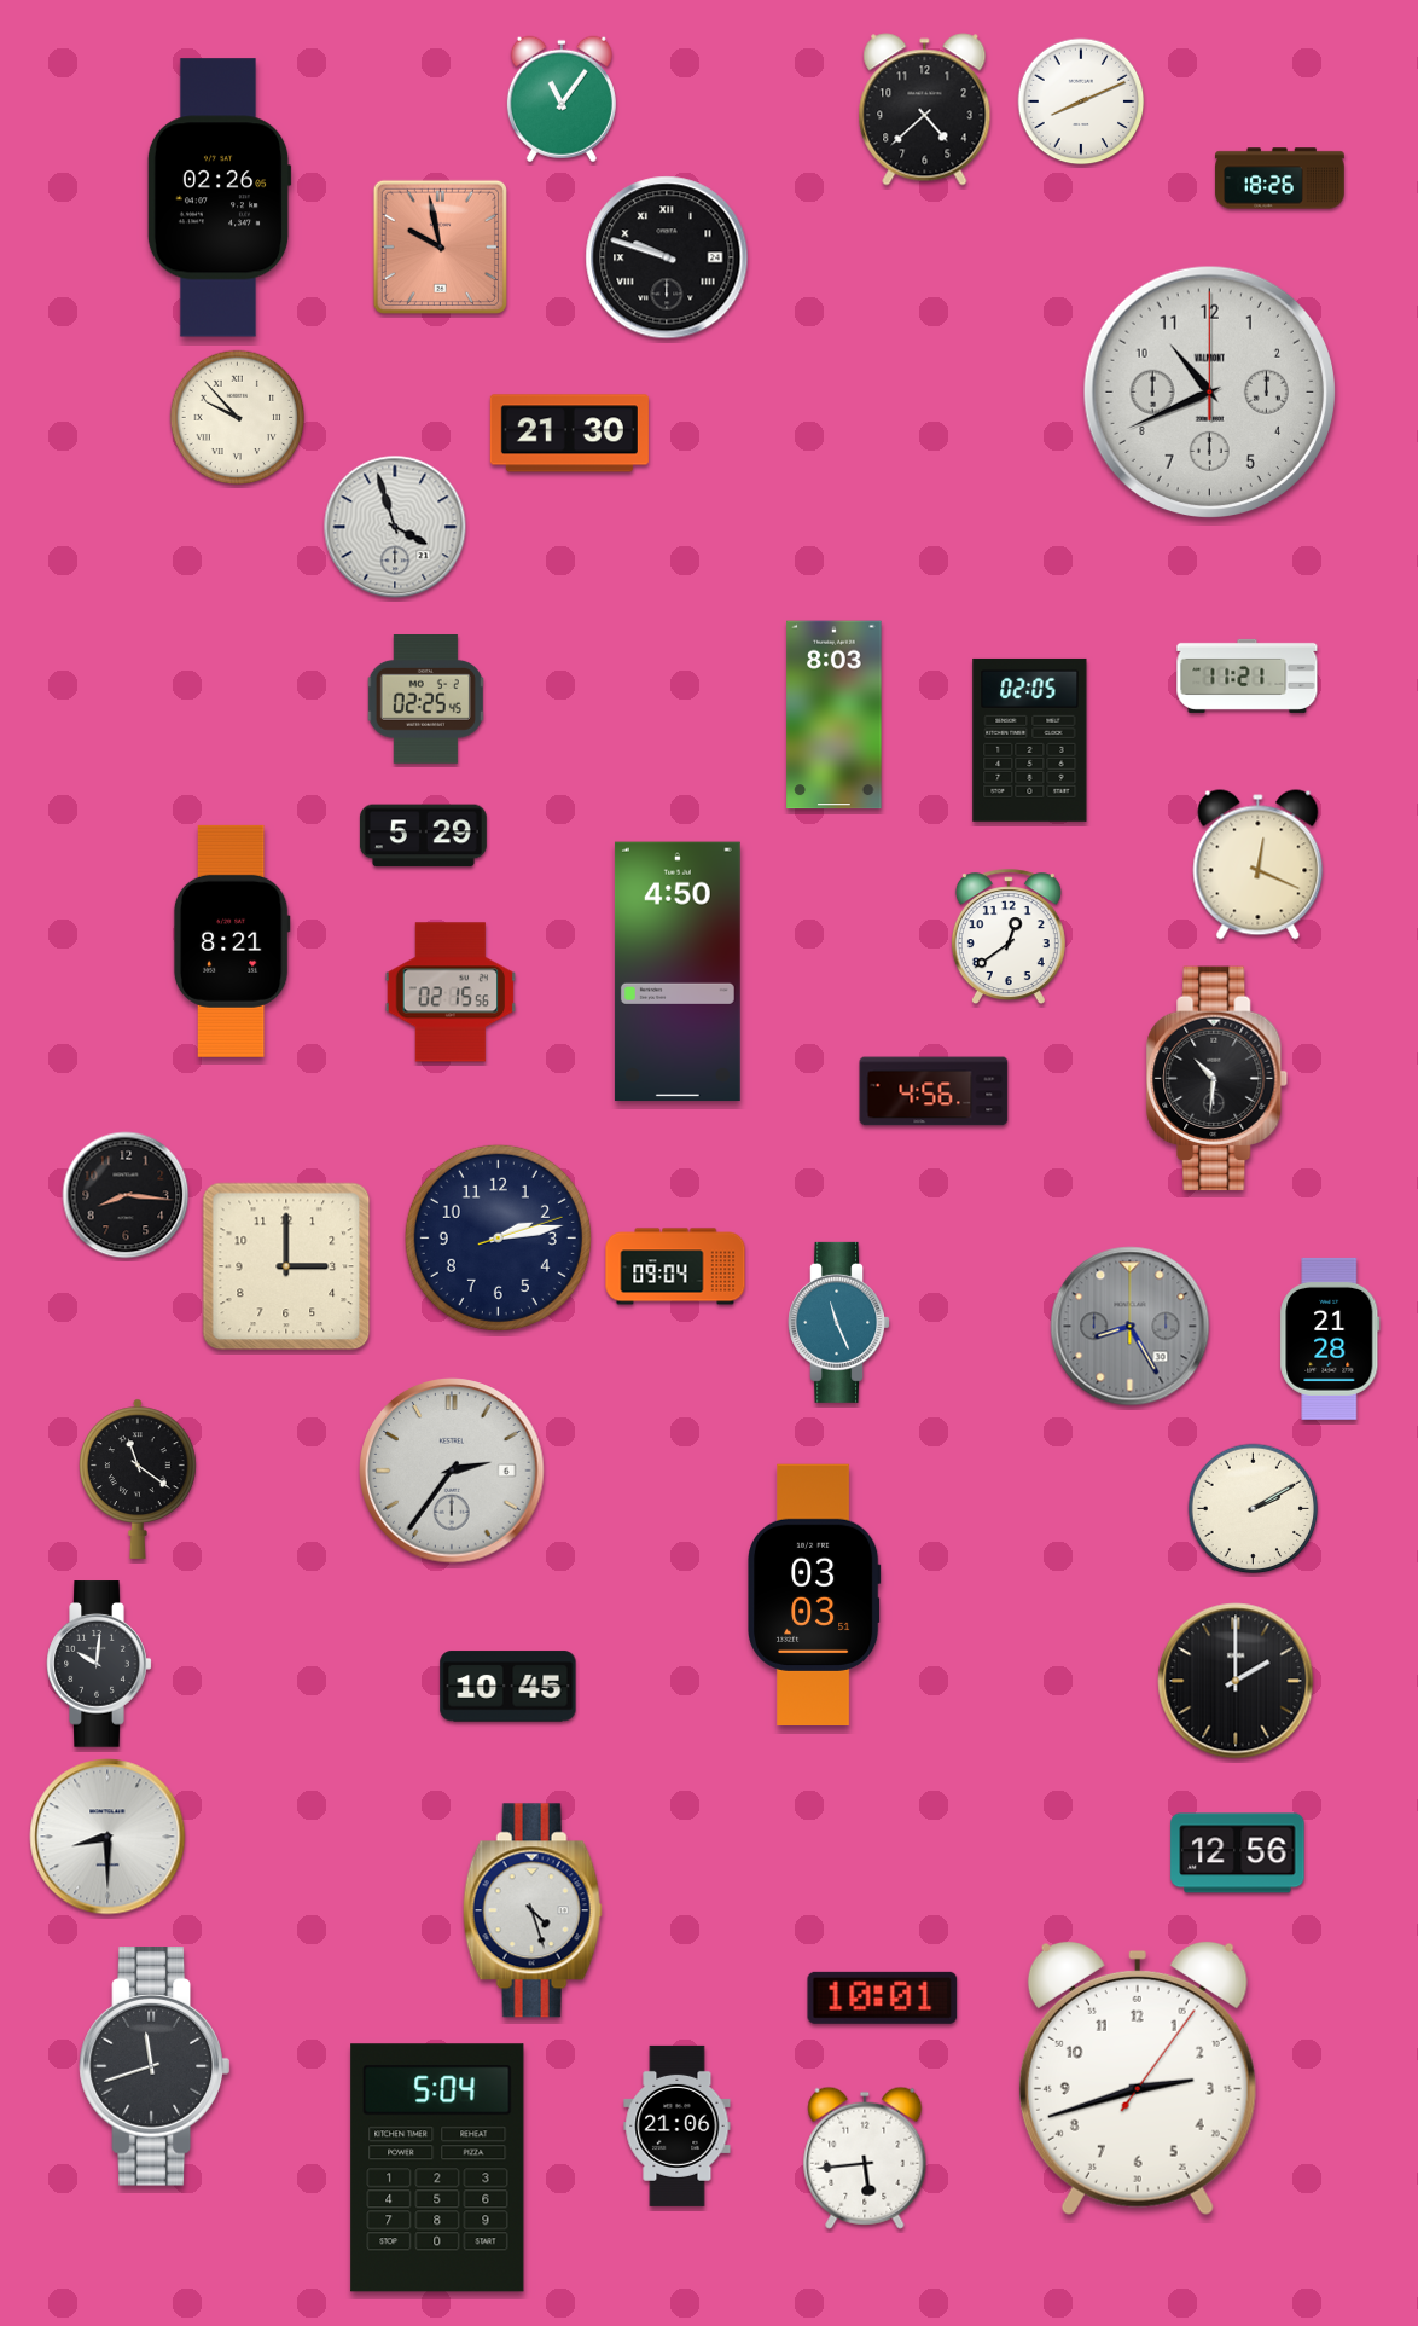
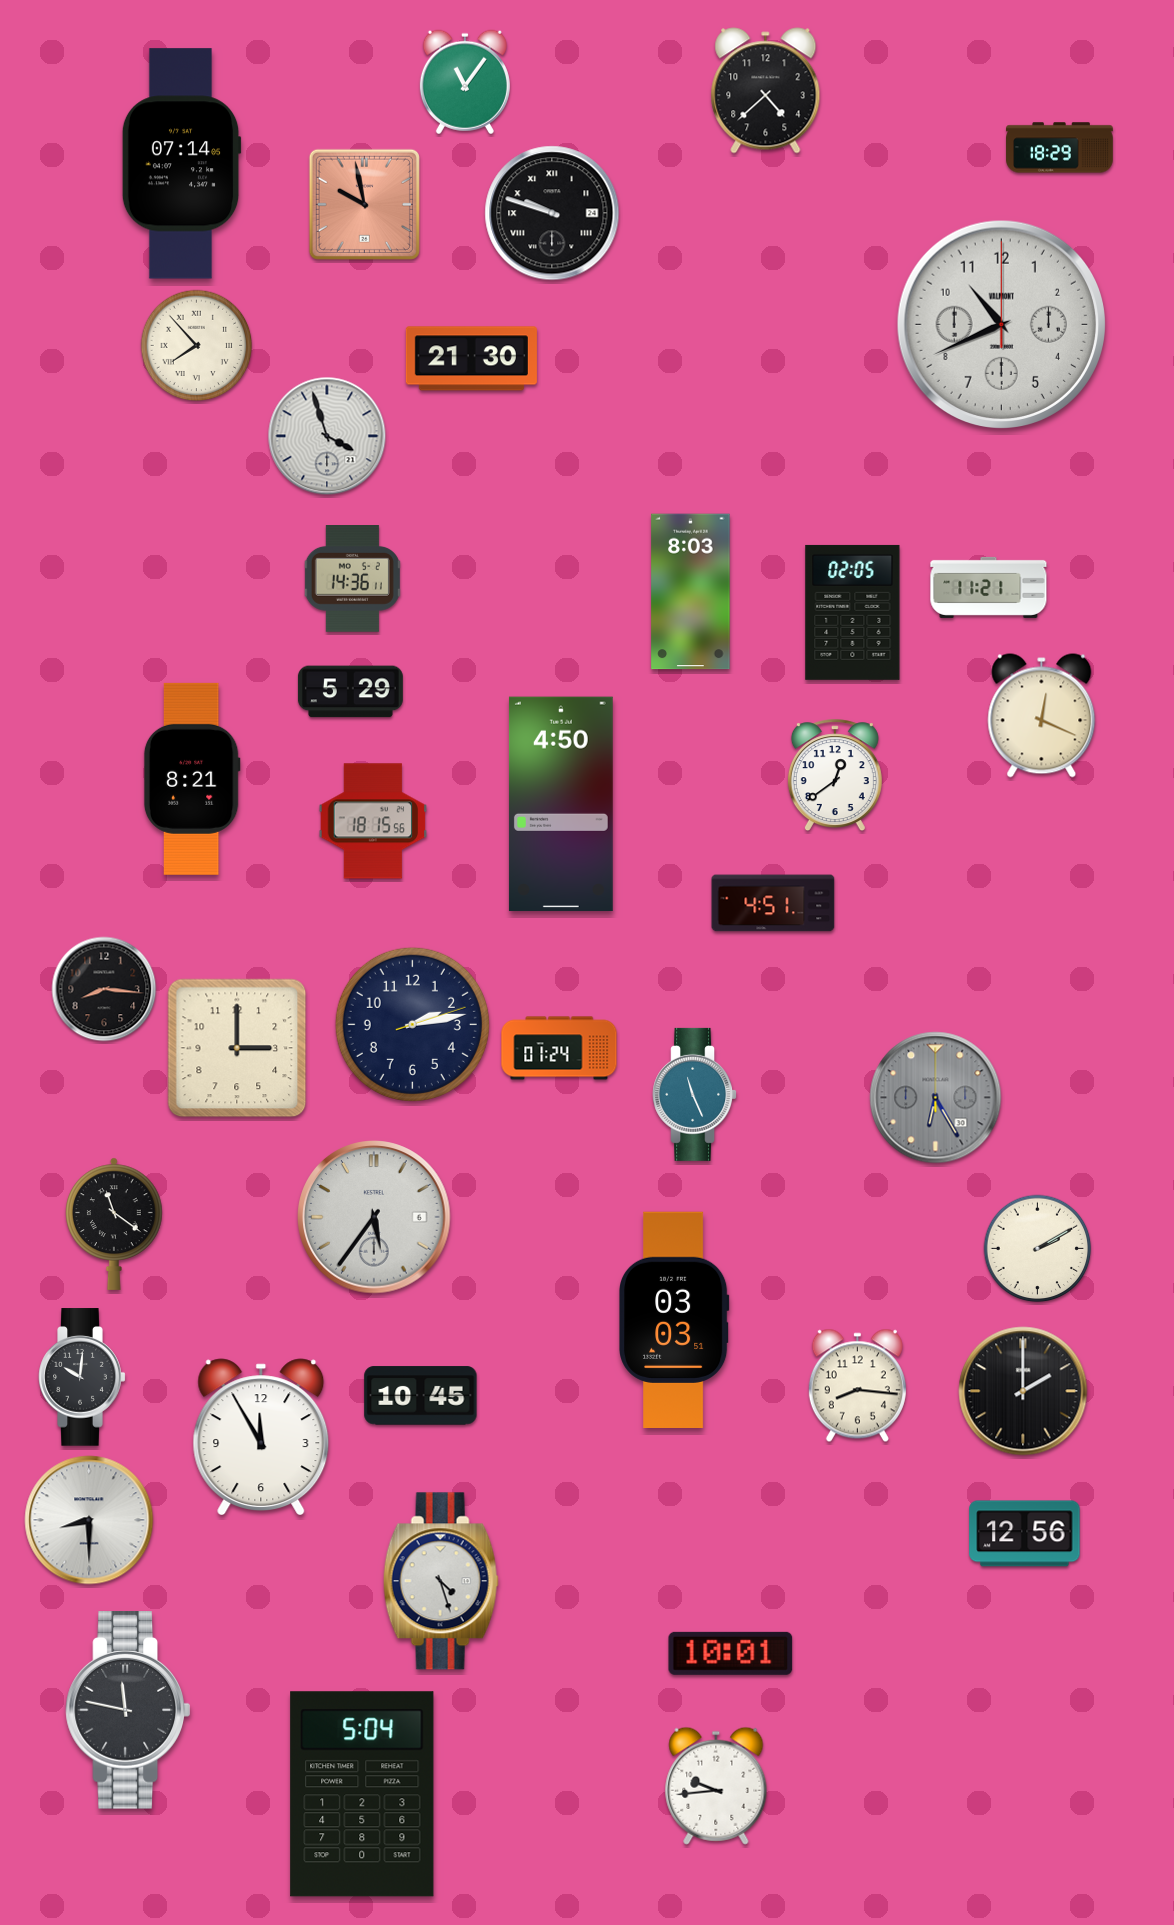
clock at (1081, 101): 8:11 -> none
clock at (1280, 179): 18:26 -> 18:29
clock at (219, 198): 02:26 -> 07:14
clock at (238, 418): 9:53 -> 7:53
clock at (1248, 675) position: (1248, 675) -> (989, 587)
clock at (425, 700): 02:25 -> 14:36
clock at (451, 992): 02:15 -> 18:15
clock at (1217, 1079): 10:31 -> none
clock at (934, 1091): 4:56 -> 4:51
clock at (675, 1266): 09:04 -> 01:24
clock at (1131, 1327): 8:25 -> 6:25
clock at (1330, 1339): 21:28 -> none
clock at (452, 1471): 2:36 -> 5:36
clock at (857, 1386): none -> 8:16
clock at (261, 1436): none -> 11:55
clock at (155, 2066): 11:42 -> 11:47
clock at (1138, 2077): 2:42 -> none
clock at (678, 2125): 21:06 -> none
clock at (865, 2158): 5:44 -> 9:44
